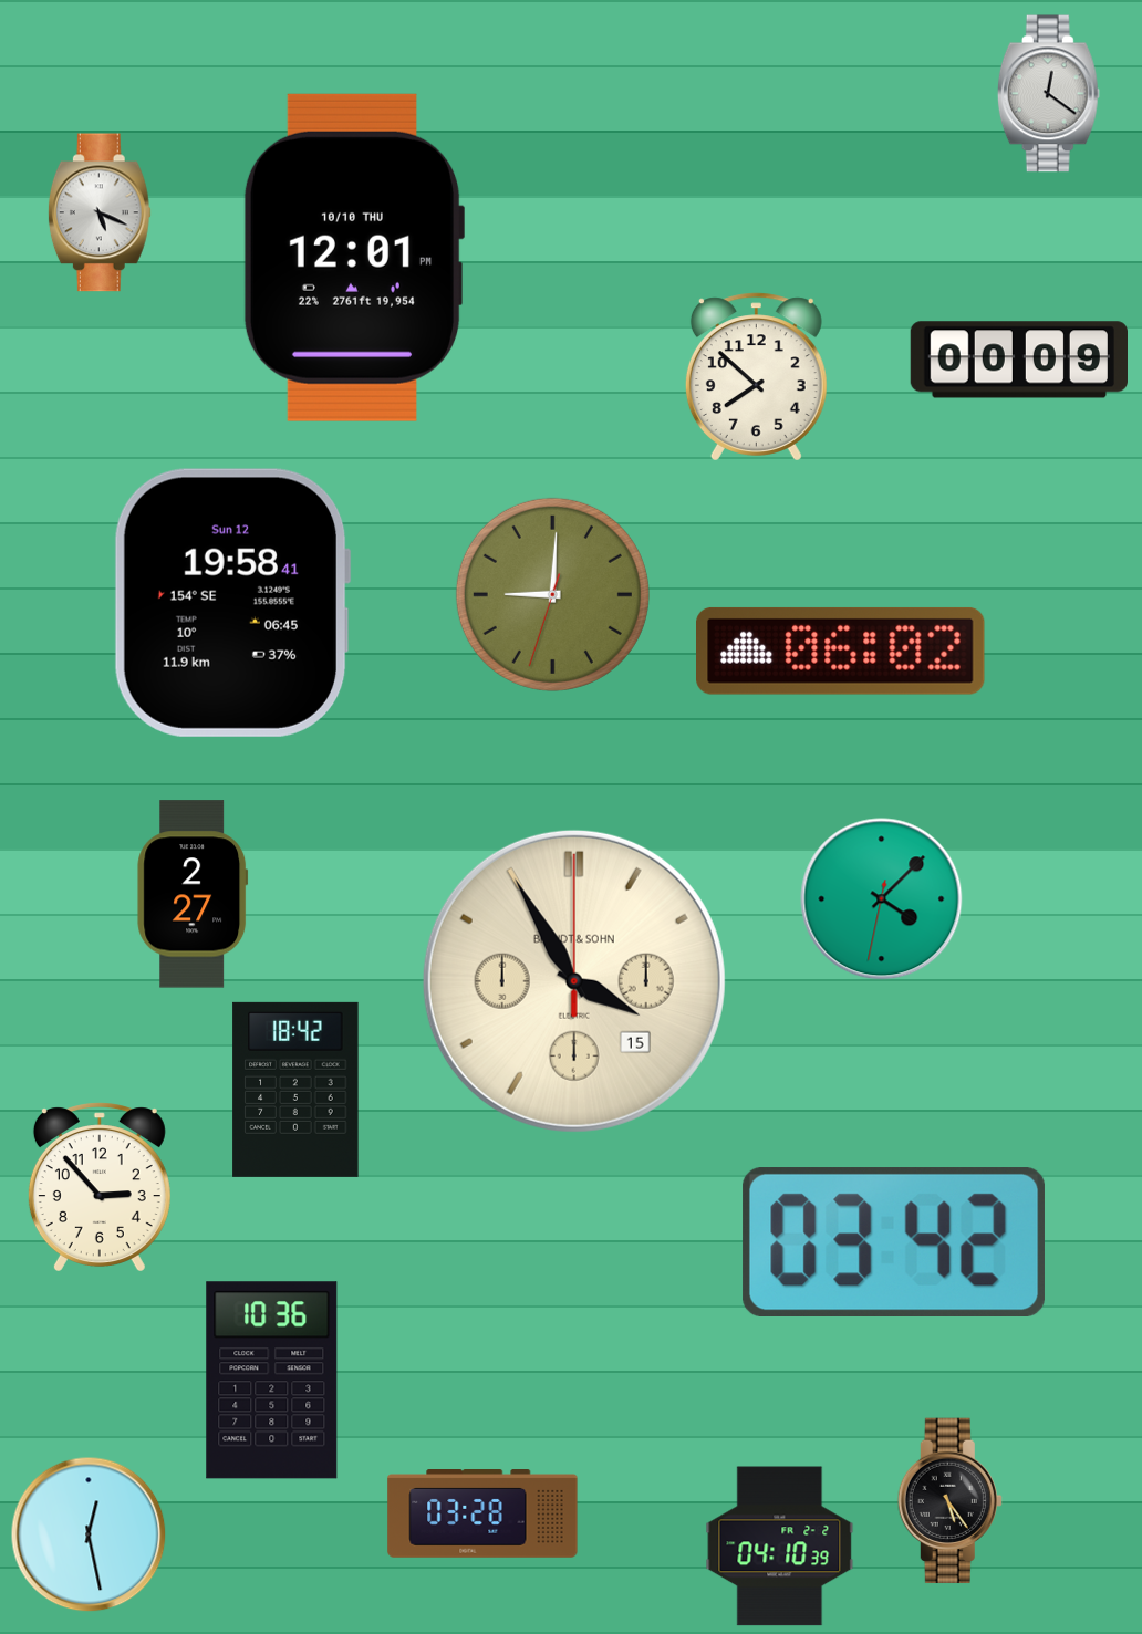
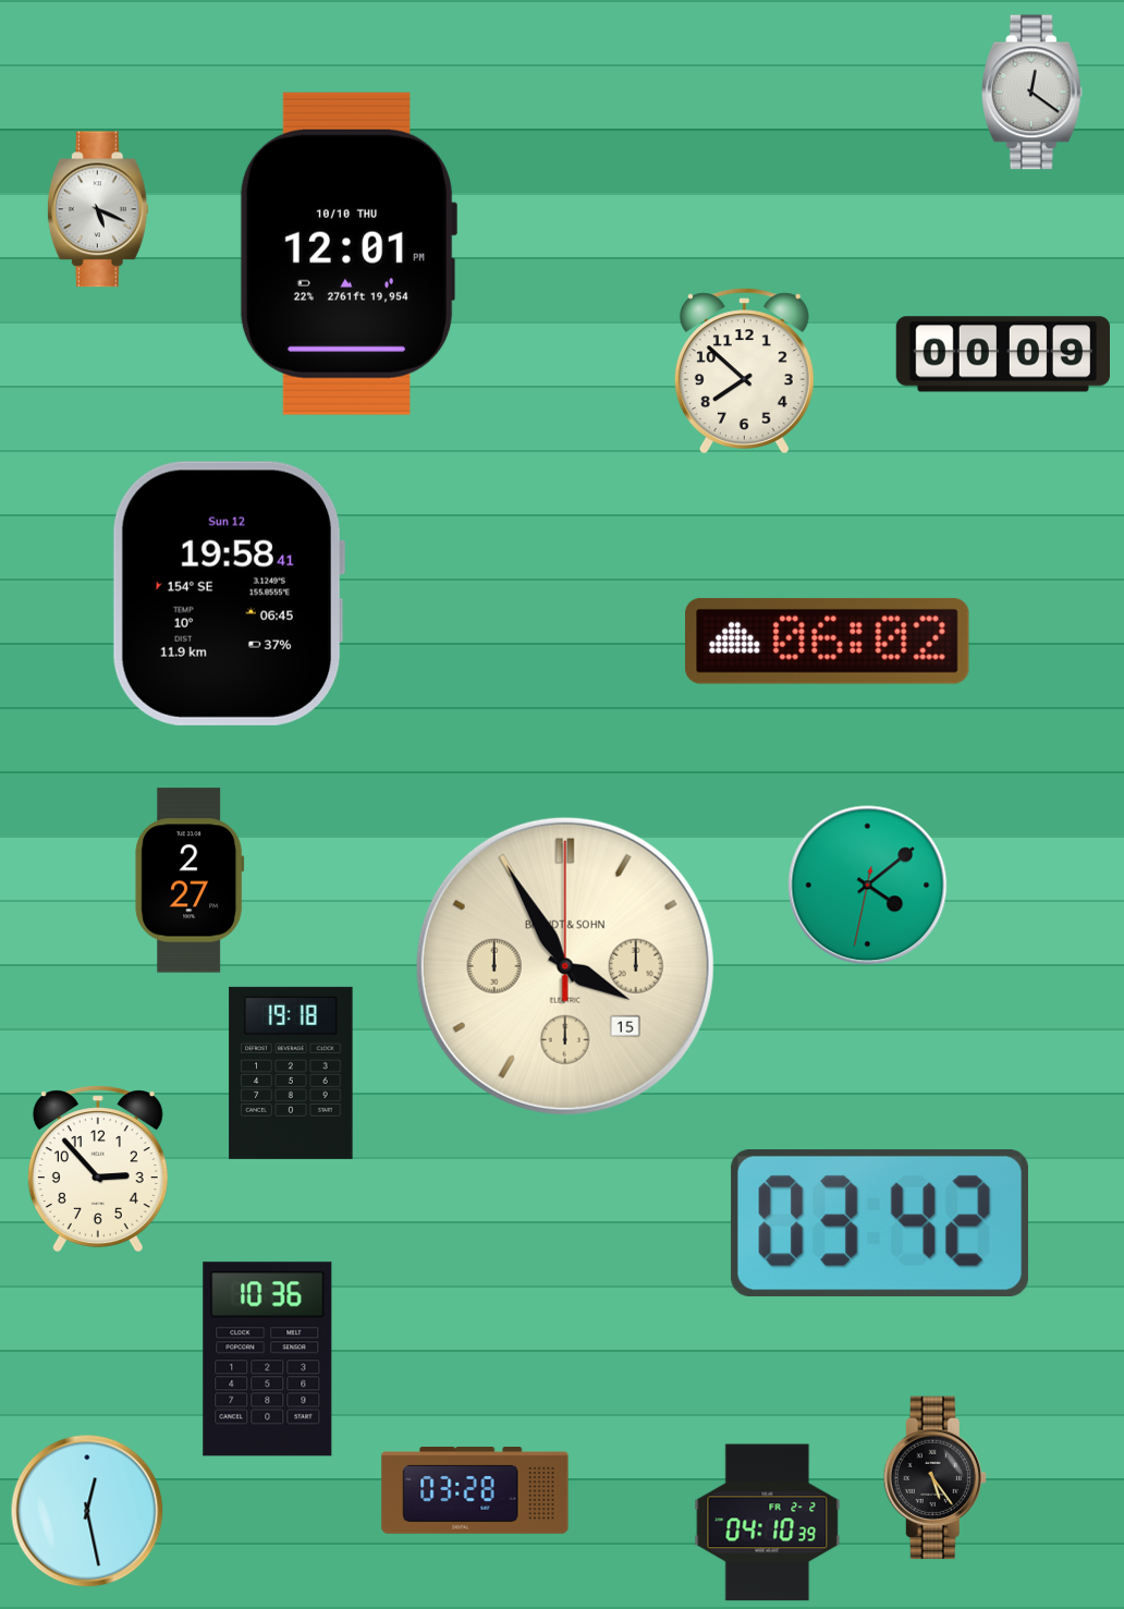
clock at (552, 594): 9:00 -> none
clock at (882, 899): 4:07 -> 4:08
clock at (295, 1090): 18:42 -> 19:18
